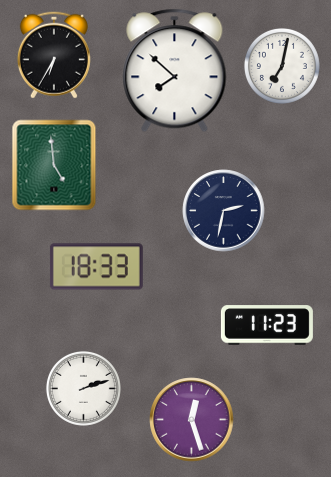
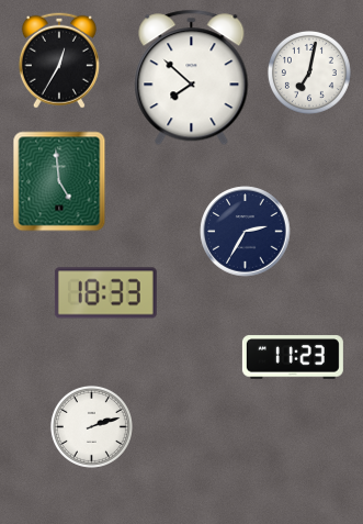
clock at (54, 55): 6:35 -> 12:35
clock at (224, 211): 2:32 -> 2:35
clock at (192, 420): 12:27 -> none
